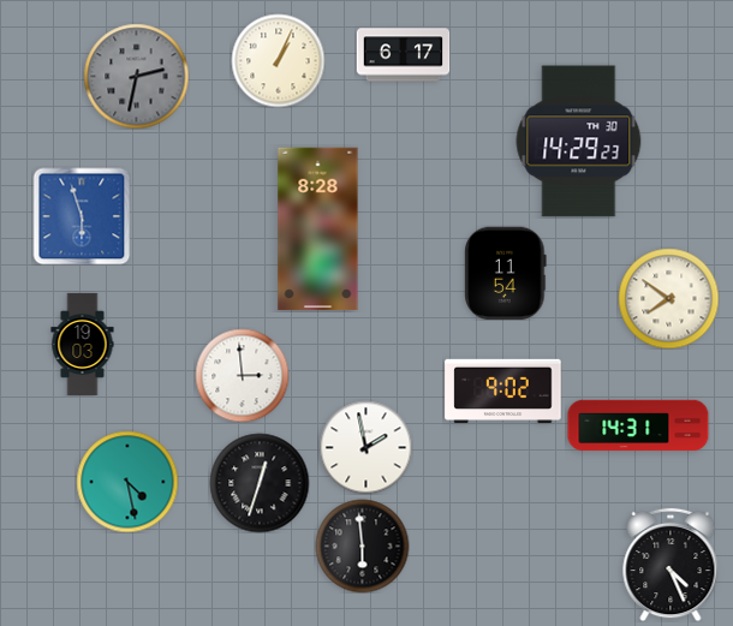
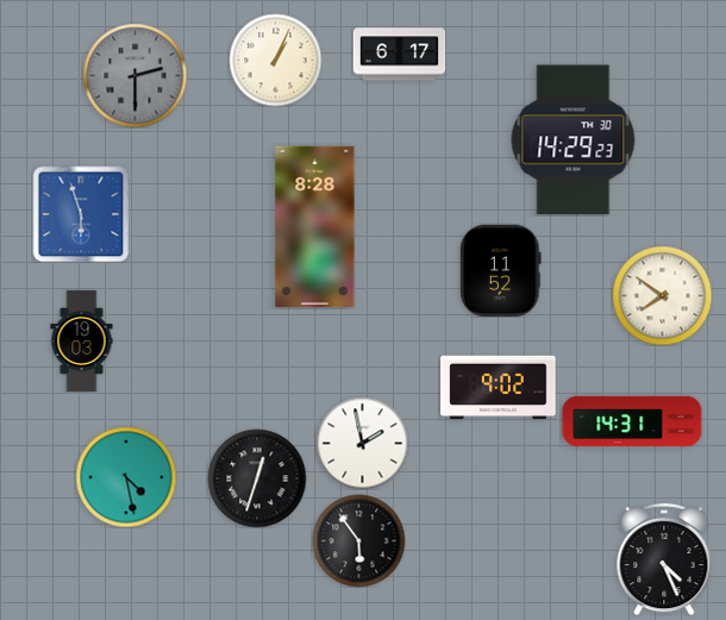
clock at (136, 76): 2:32 -> 2:30
clock at (506, 273): 11:54 -> 11:52
clock at (242, 375): 2:59 -> none
clock at (362, 545): 5:59 -> 5:54
